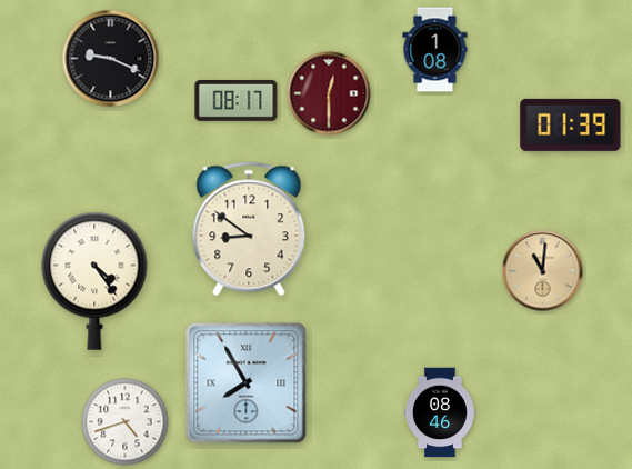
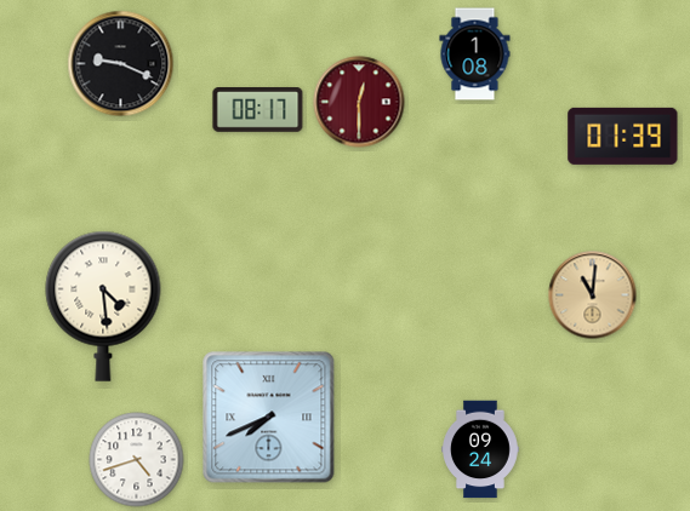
clock at (249, 229): 8:51 -> none
clock at (94, 281): 4:24 -> 4:29
clock at (247, 383): 7:55 -> 7:41
clock at (441, 412): 08:46 -> 09:24
